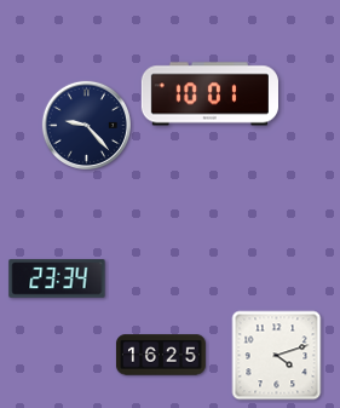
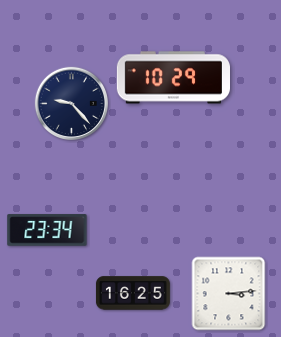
clock at (209, 94): 10:01 -> 10:29
clock at (277, 356): 4:12 -> 3:14
